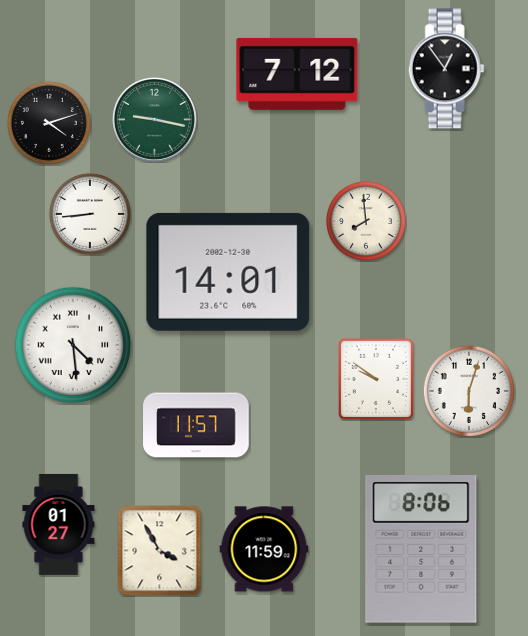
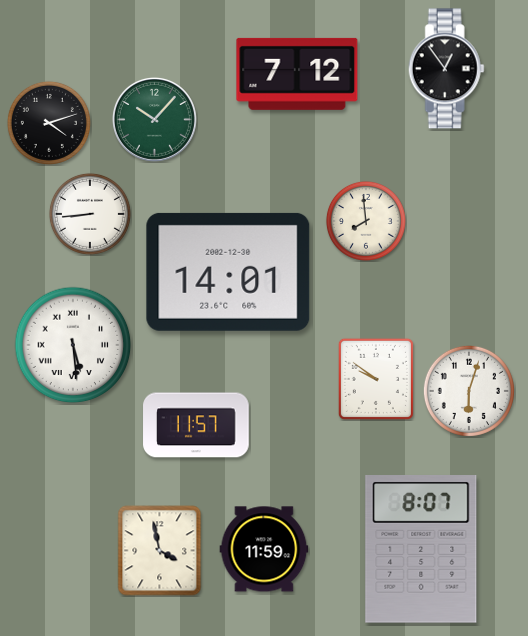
clock at (154, 119): 9:17 -> 10:07
clock at (73, 345): 4:29 -> 5:29
clock at (59, 524): 01:27 -> none
clock at (421, 550): 8:06 -> 8:07
clock at (160, 551): 3:55 -> 3:58
